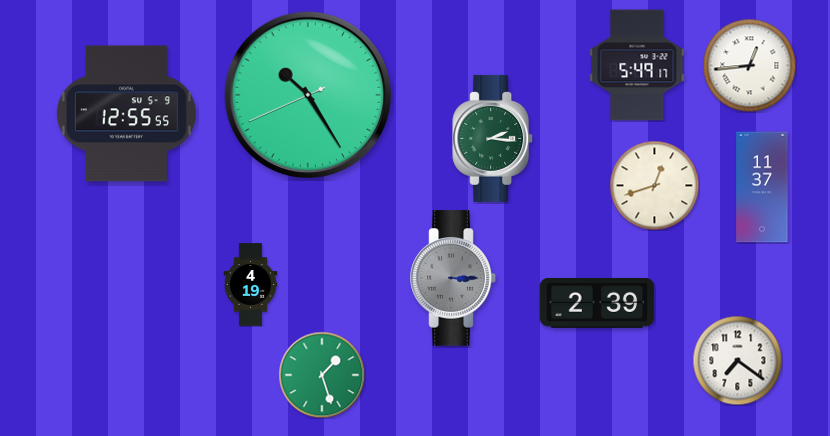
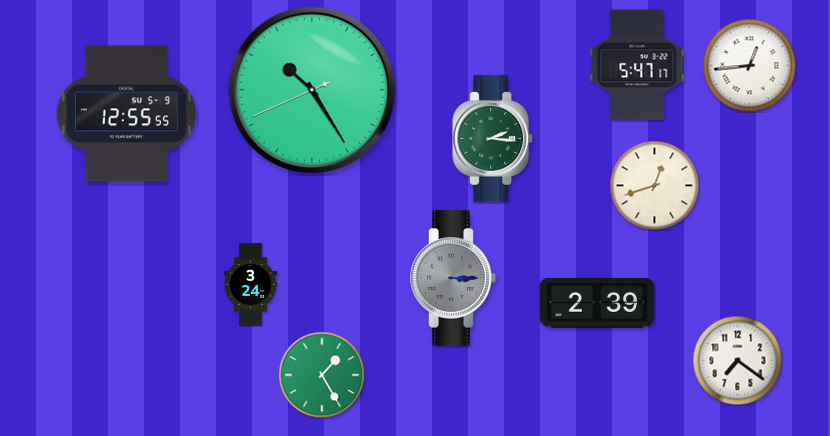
clock at (637, 65): 5:49 -> 5:47
clock at (308, 95) position: (308, 95) -> (312, 90)
clock at (762, 187): 11:37 -> none
clock at (251, 285): 4:19 -> 3:24
clock at (322, 375): 1:27 -> 1:25
